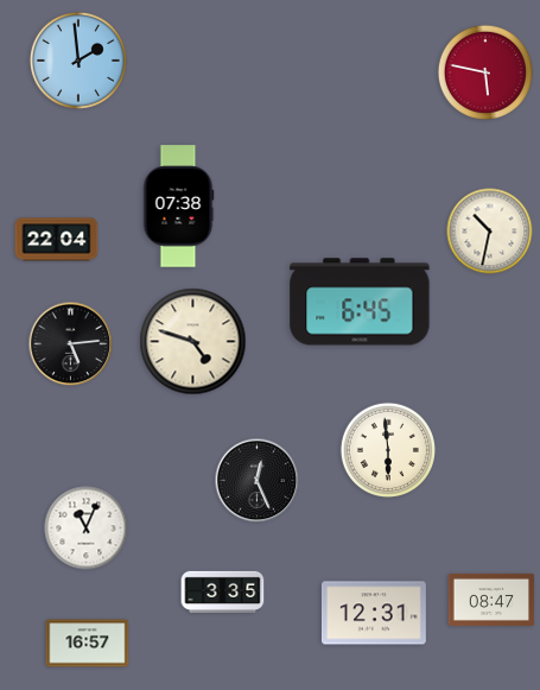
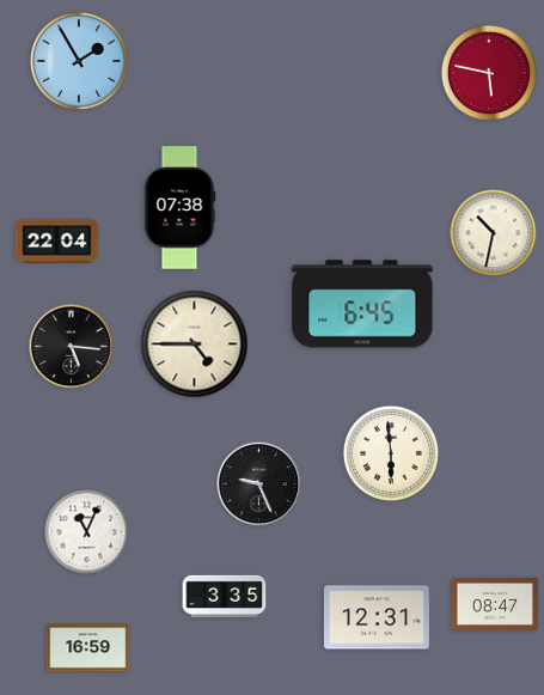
clock at (78, 61): 1:59 -> 1:55
clock at (193, 342): 4:48 -> 4:45
clock at (71, 344): 5:14 -> 5:16
clock at (258, 481): 12:26 -> 9:26
clock at (88, 644): 16:57 -> 16:59
